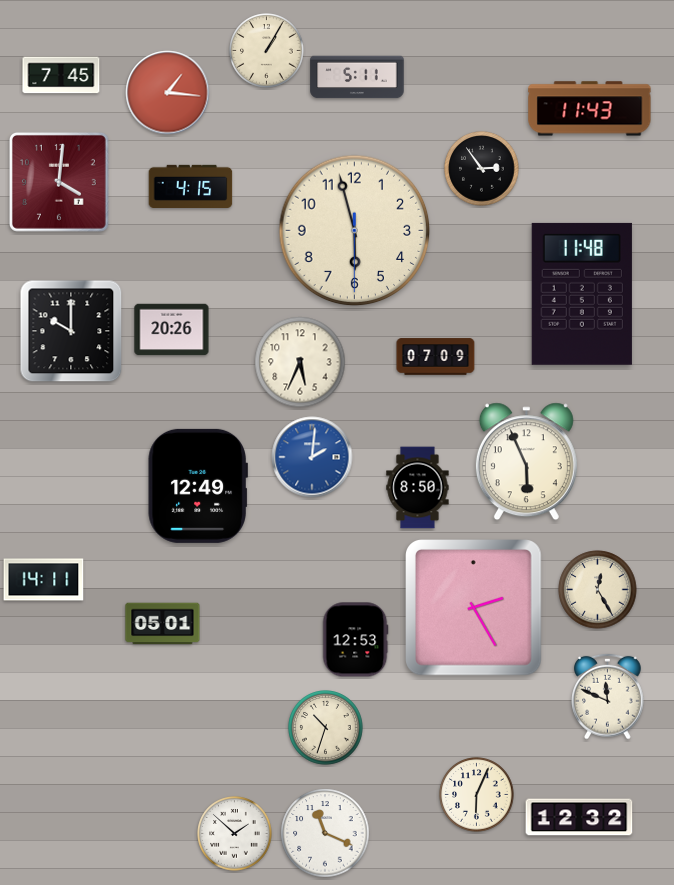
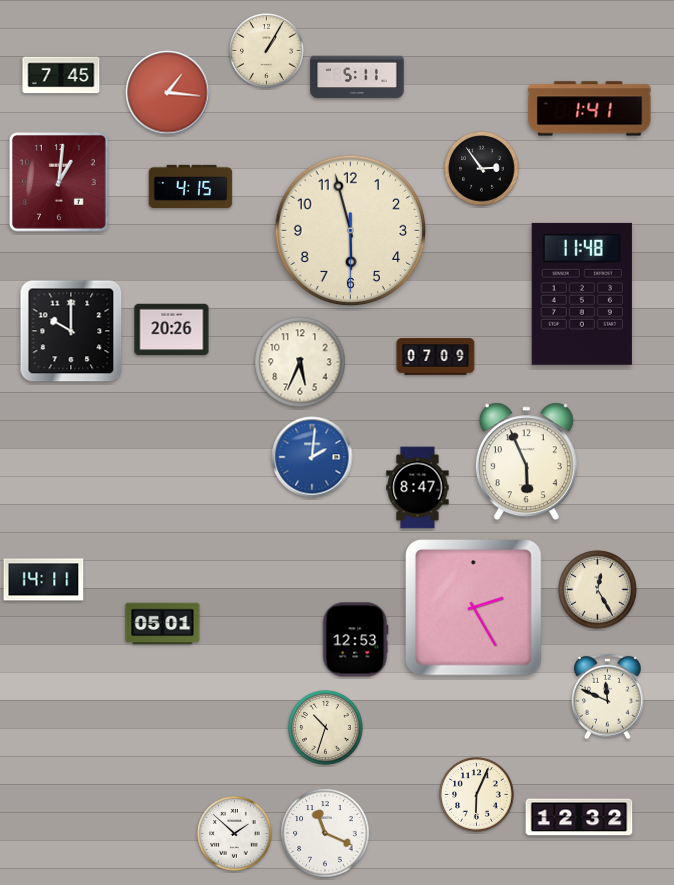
clock at (590, 109): 11:43 -> 1:41
clock at (59, 182): 4:01 -> 1:01
clock at (355, 231) position: (355, 231) -> (351, 231)
clock at (198, 486): 12:49 -> none
clock at (418, 488): 8:50 -> 8:47
